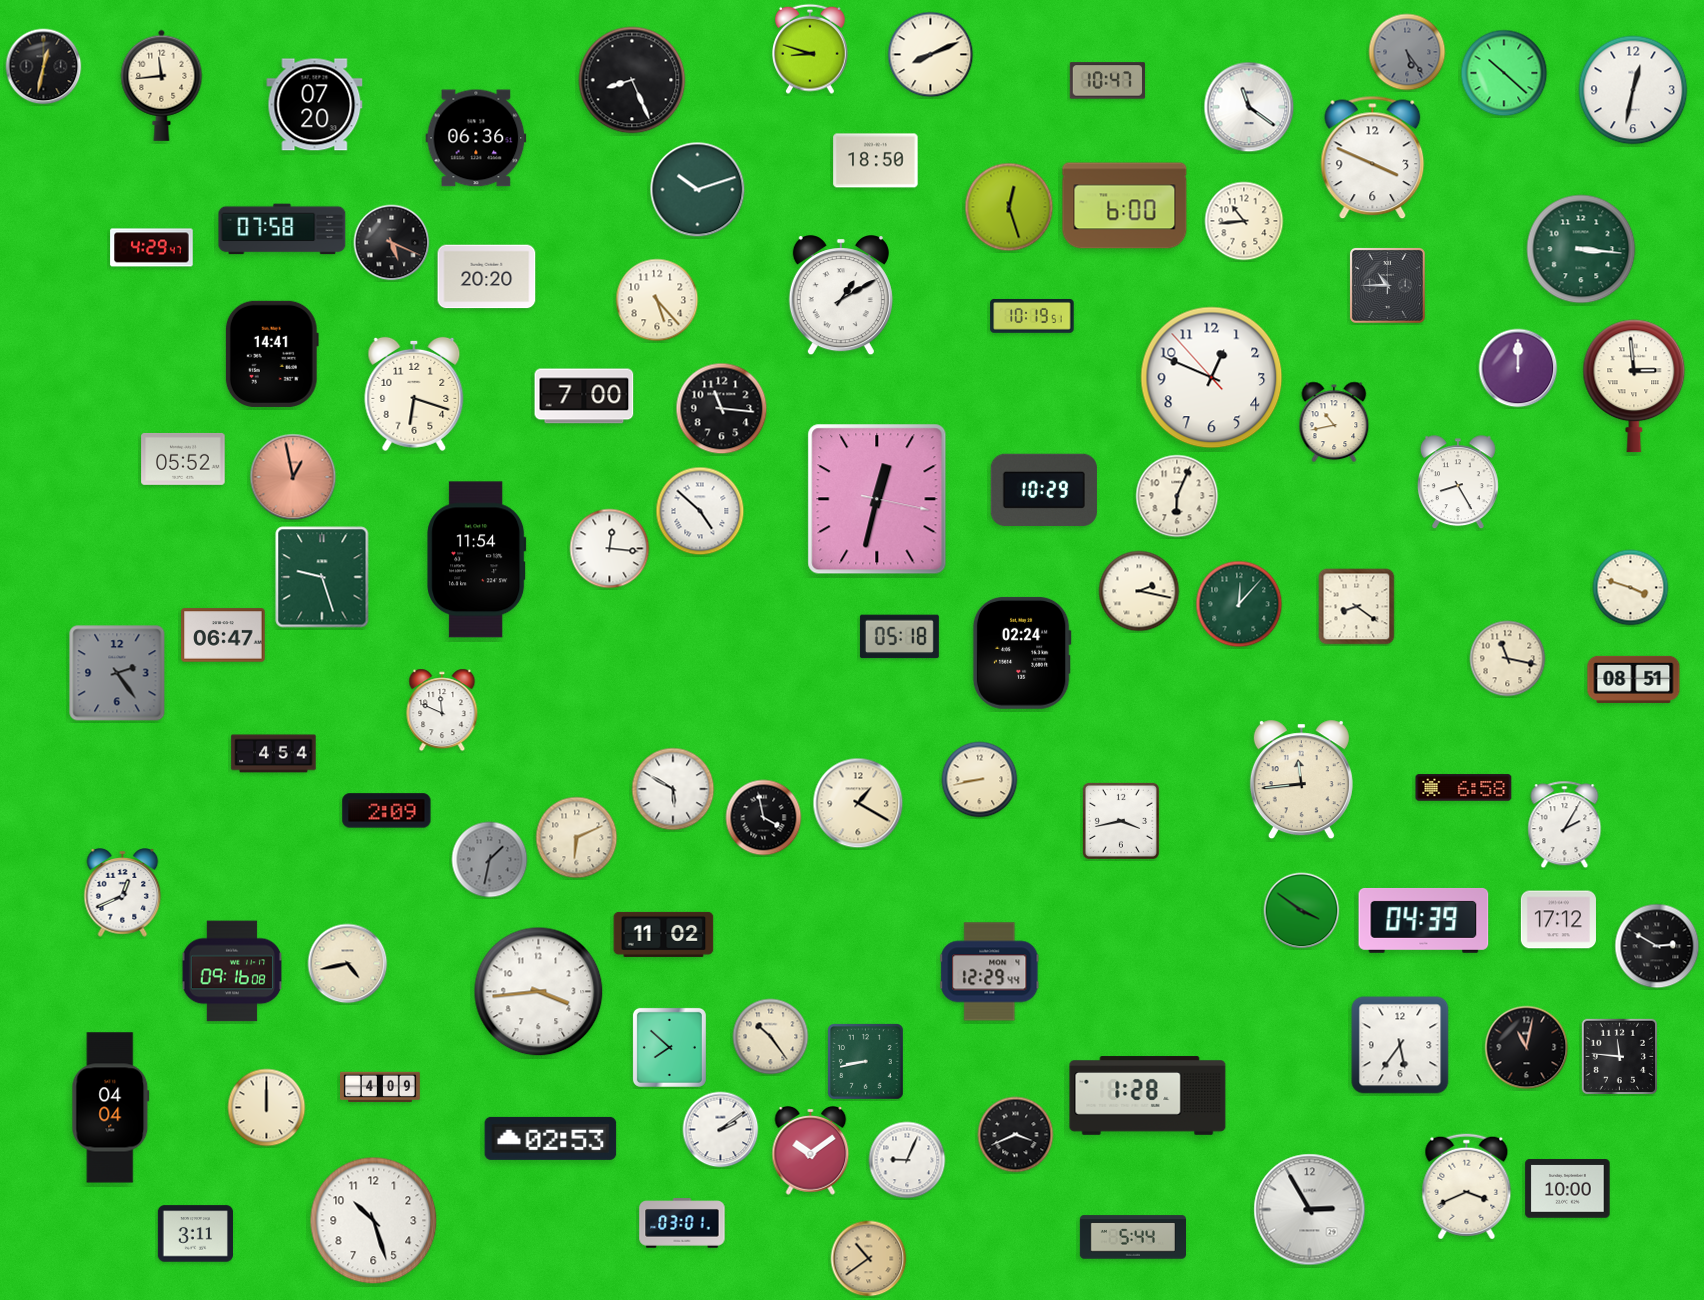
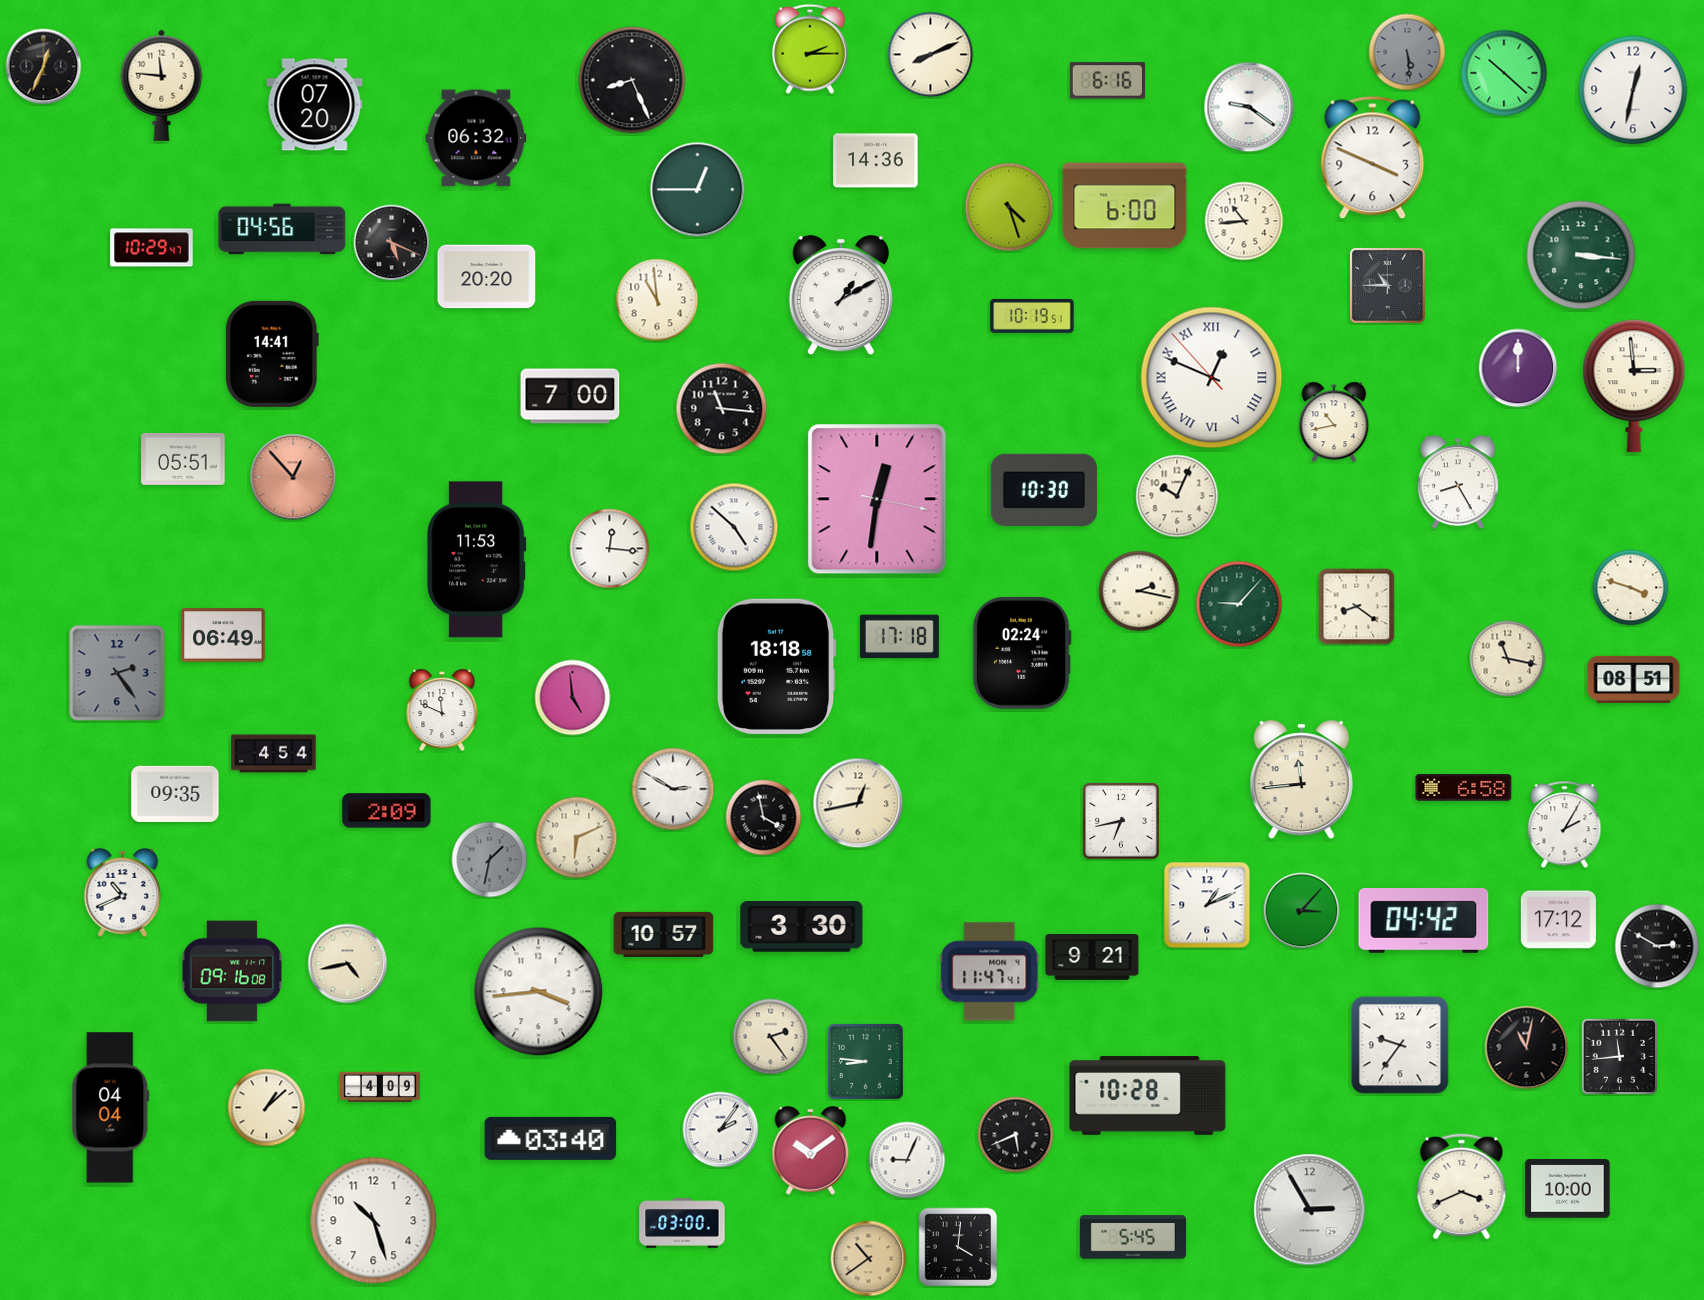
clock at (811, 49): 8:48 -> 2:15
clock at (1407, 52): 5:24 -> 5:29
clock at (44, 67): 12:32 -> 12:34
clock at (1107, 81): 10:47 -> 6:16
clock at (162, 85): 11:44 -> 11:46
clock at (1249, 107): 11:21 -> 9:21
clock at (476, 138): 06:36 -> 06:32
clock at (876, 161): 18:50 -> 14:36
clock at (698, 190): 10:12 -> 12:45
clock at (1009, 207): 12:27 -> 4:27
clock at (282, 229): 07:58 -> 04:56
clock at (152, 248): 4:29 -> 10:29
clock at (1581, 249) position: (1581, 249) -> (1581, 255)
clock at (657, 300): 5:23 -> 10:59
clock at (1212, 378) numerals: Arabic -> Roman
clock at (414, 394): 6:18 -> none
clock at (584, 396) position: (584, 396) -> (570, 396)
clock at (183, 459): 05:52 -> 05:51
clock at (293, 477): 12:58 -> 12:53
clock at (1044, 489): 10:29 -> 10:30
clock at (1177, 496): 6:04 -> 10:04
clock at (877, 499): 12:32 -> 12:31
clock at (700, 511) position: (700, 511) -> (734, 527)
clock at (477, 560): 11:54 -> 11:53
clock at (322, 577): 9:27 -> none
clock at (1239, 604): 12:07 -> 9:07
clock at (223, 635): 06:47 -> 06:49
clock at (899, 637): 05:18 -> 17:18
clock at (776, 666): none -> 18:18
clock at (573, 698): none -> 4:59
clock at (980, 780): 8:43 -> none
clock at (673, 789): 5:50 -> 2:50
clock at (175, 794): none -> 09:35
clock at (858, 803): 1:20 -> 12:43
clock at (1121, 821): 3:43 -> 6:43
clock at (123, 893): 12:41 -> 10:41
clock at (1207, 905): none -> 1:11
clock at (1302, 911): 3:51 -> 3:07
clock at (1424, 921): 04:39 -> 04:42
clock at (802, 927): none -> 3:30
clock at (664, 934): 11:02 -> 10:57
clock at (1092, 958): none -> 9:21
clock at (990, 972): 12:29 -> 11:47
clock at (771, 1037): 10:24 -> 2:24
clock at (1400, 1045): 5:36 -> 9:36
clock at (669, 1047): 7:52 -> none
clock at (1619, 1056): 11:46 -> 11:44
clock at (866, 1062): 8:43 -> 8:46
clock at (1148, 1096): 1:28 -> 10:28
clock at (267, 1108): 12:00 -> 1:08
clock at (721, 1130): 2:09 -> 2:06
clock at (1016, 1135): 3:41 -> 5:41
clock at (551, 1138): 02:53 -> 03:40
clock at (1467, 1187) position: (1467, 1187) -> (1462, 1187)
clock at (682, 1223): 03:01 -> 03:00
clock at (195, 1234): 3:11 -> none
clock at (1132, 1237): 5:44 -> 5:45
clock at (958, 1247): none -> 4:01
